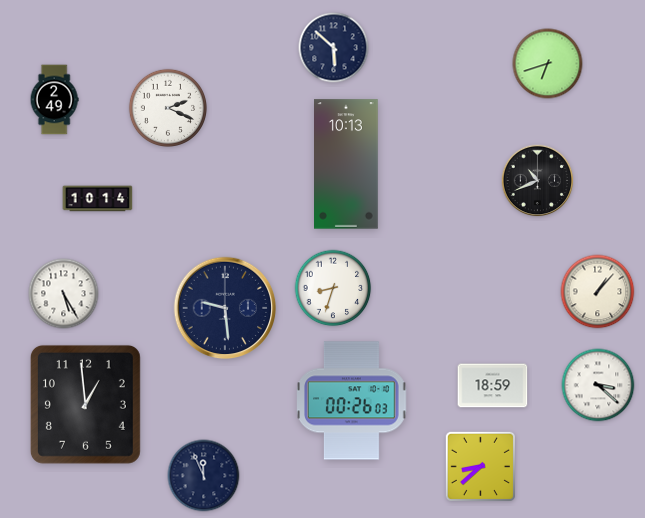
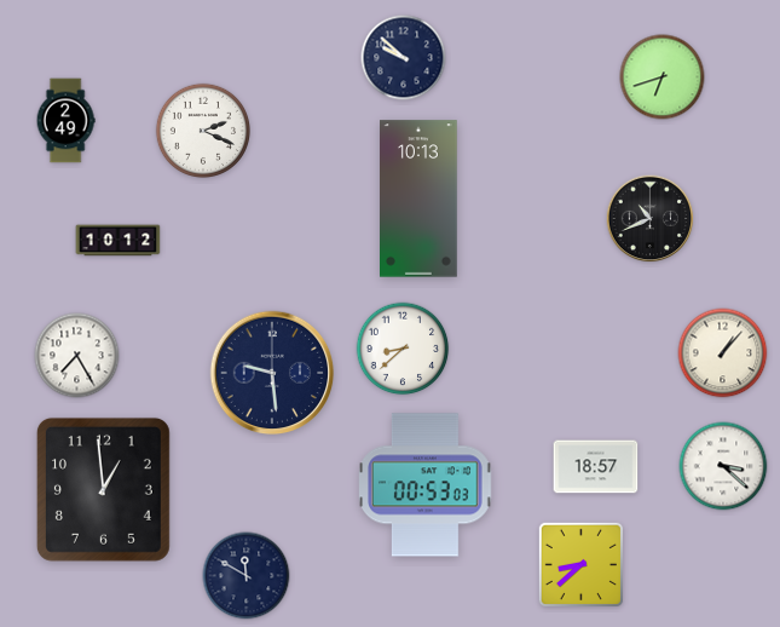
clock at (334, 48): 5:52 -> 9:52
clock at (98, 199): 10:14 -> 10:12
clock at (333, 288): 8:33 -> 8:38
clock at (64, 294): 5:25 -> 7:25
clock at (493, 386): 18:59 -> 18:57
clock at (352, 401): 00:26 -> 00:53
clock at (204, 476): 11:56 -> 11:50
